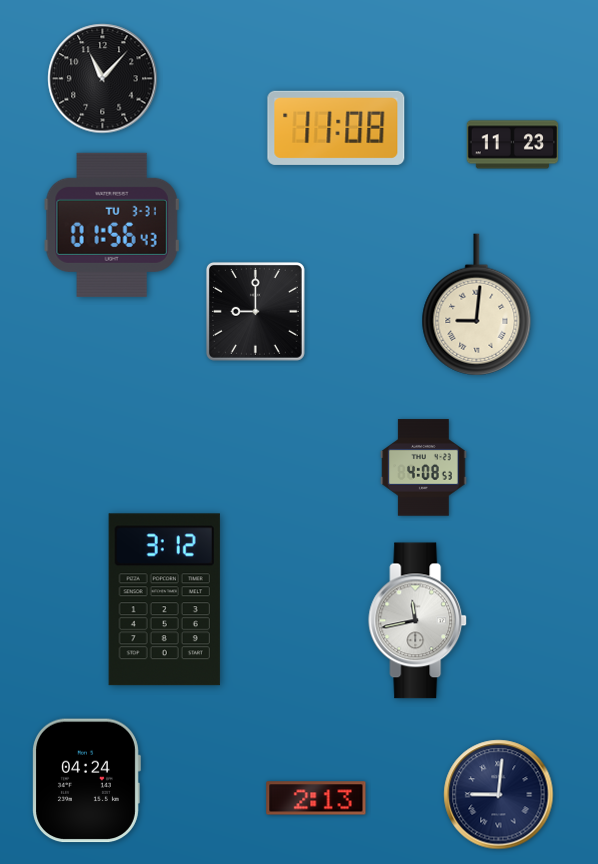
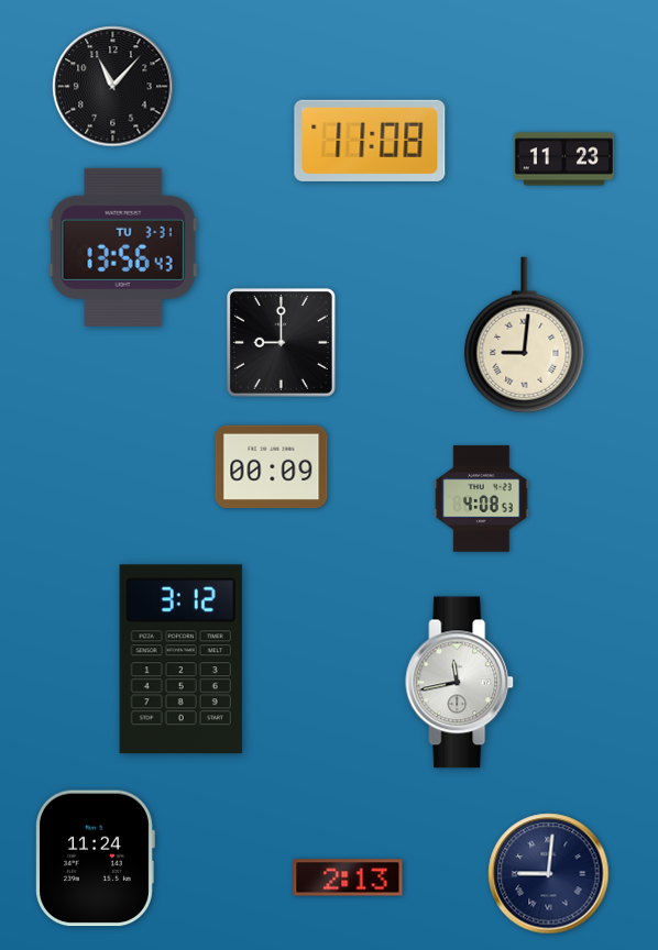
clock at (112, 225): 01:56 -> 13:56
clock at (272, 467): none -> 00:09
clock at (424, 468) position: (424, 468) -> (482, 499)
clock at (86, 781): 04:24 -> 11:24
